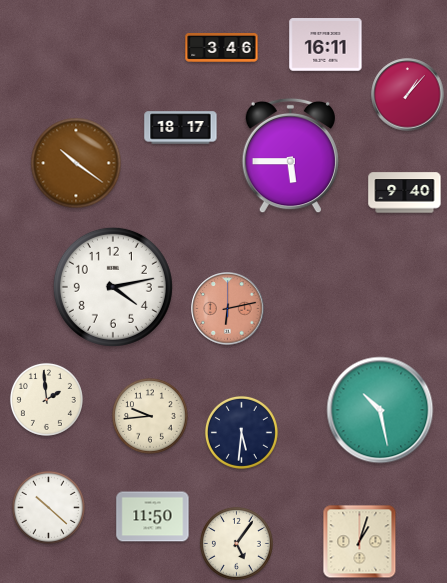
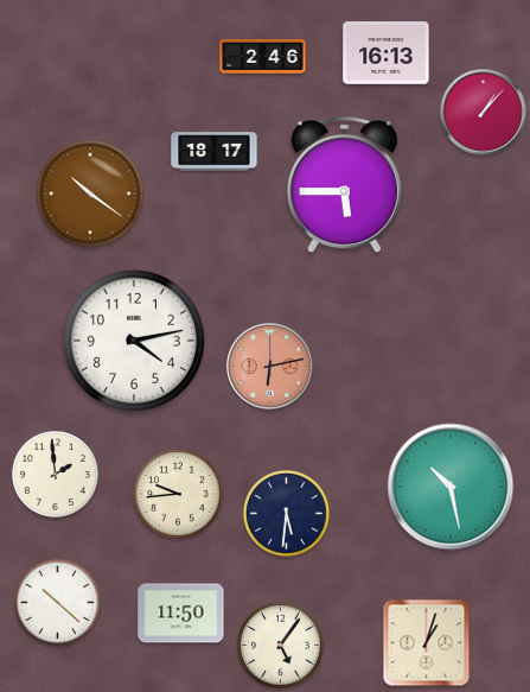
clock at (326, 45): 16:11 -> 16:13
clock at (222, 48): 3:46 -> 2:46
clock at (405, 193): 9:40 -> none
